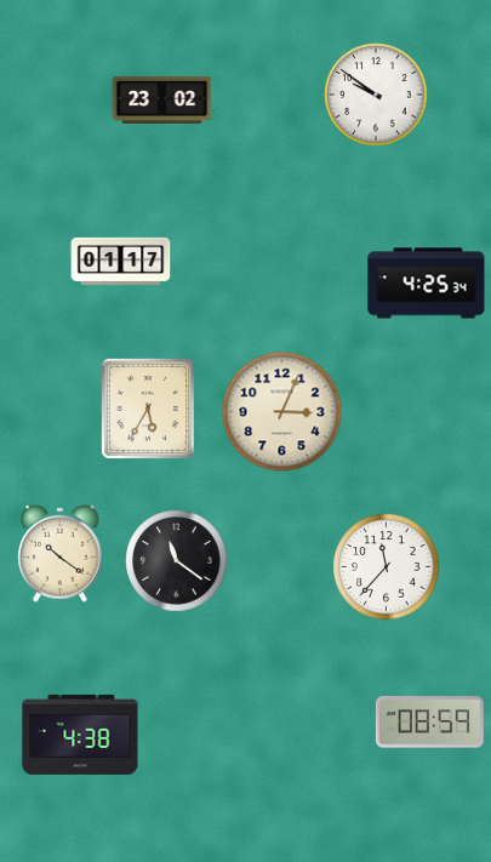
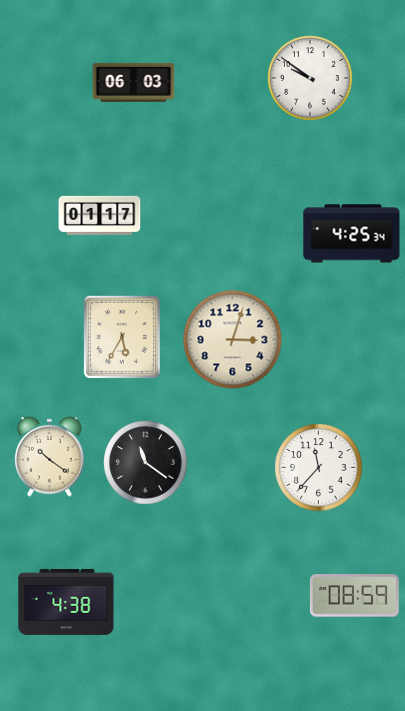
clock at (162, 99): 23:02 -> 06:03
clock at (282, 412): 3:04 -> 3:03
clock at (80, 735) position: (80, 735) -> (66, 602)
